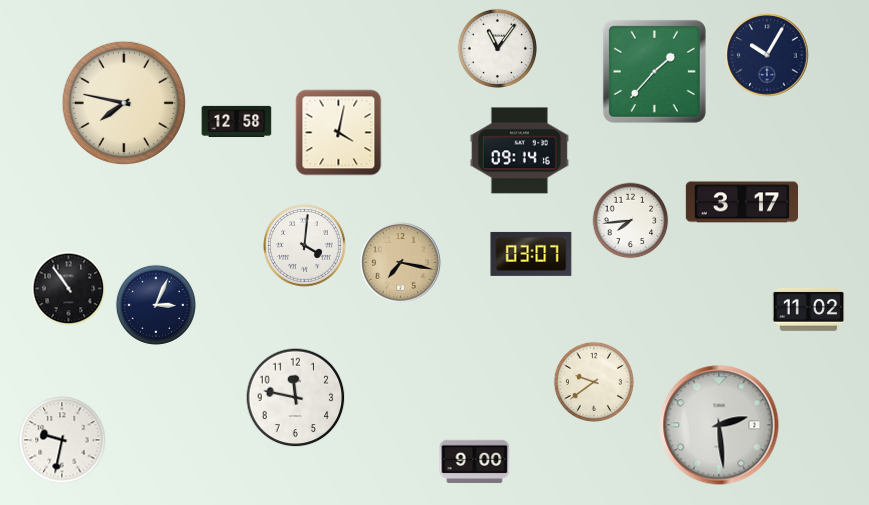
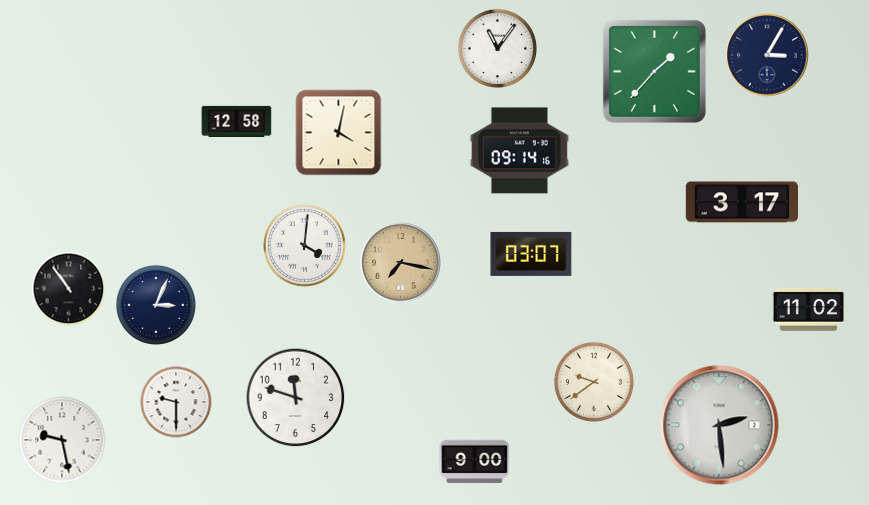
clock at (767, 55): 10:05 -> 3:05
clock at (123, 102): 7:47 -> none
clock at (631, 221): 7:44 -> none
clock at (296, 398): 11:47 -> 11:48
clock at (176, 402): none -> 9:30
clock at (62, 440): 9:32 -> 9:28
